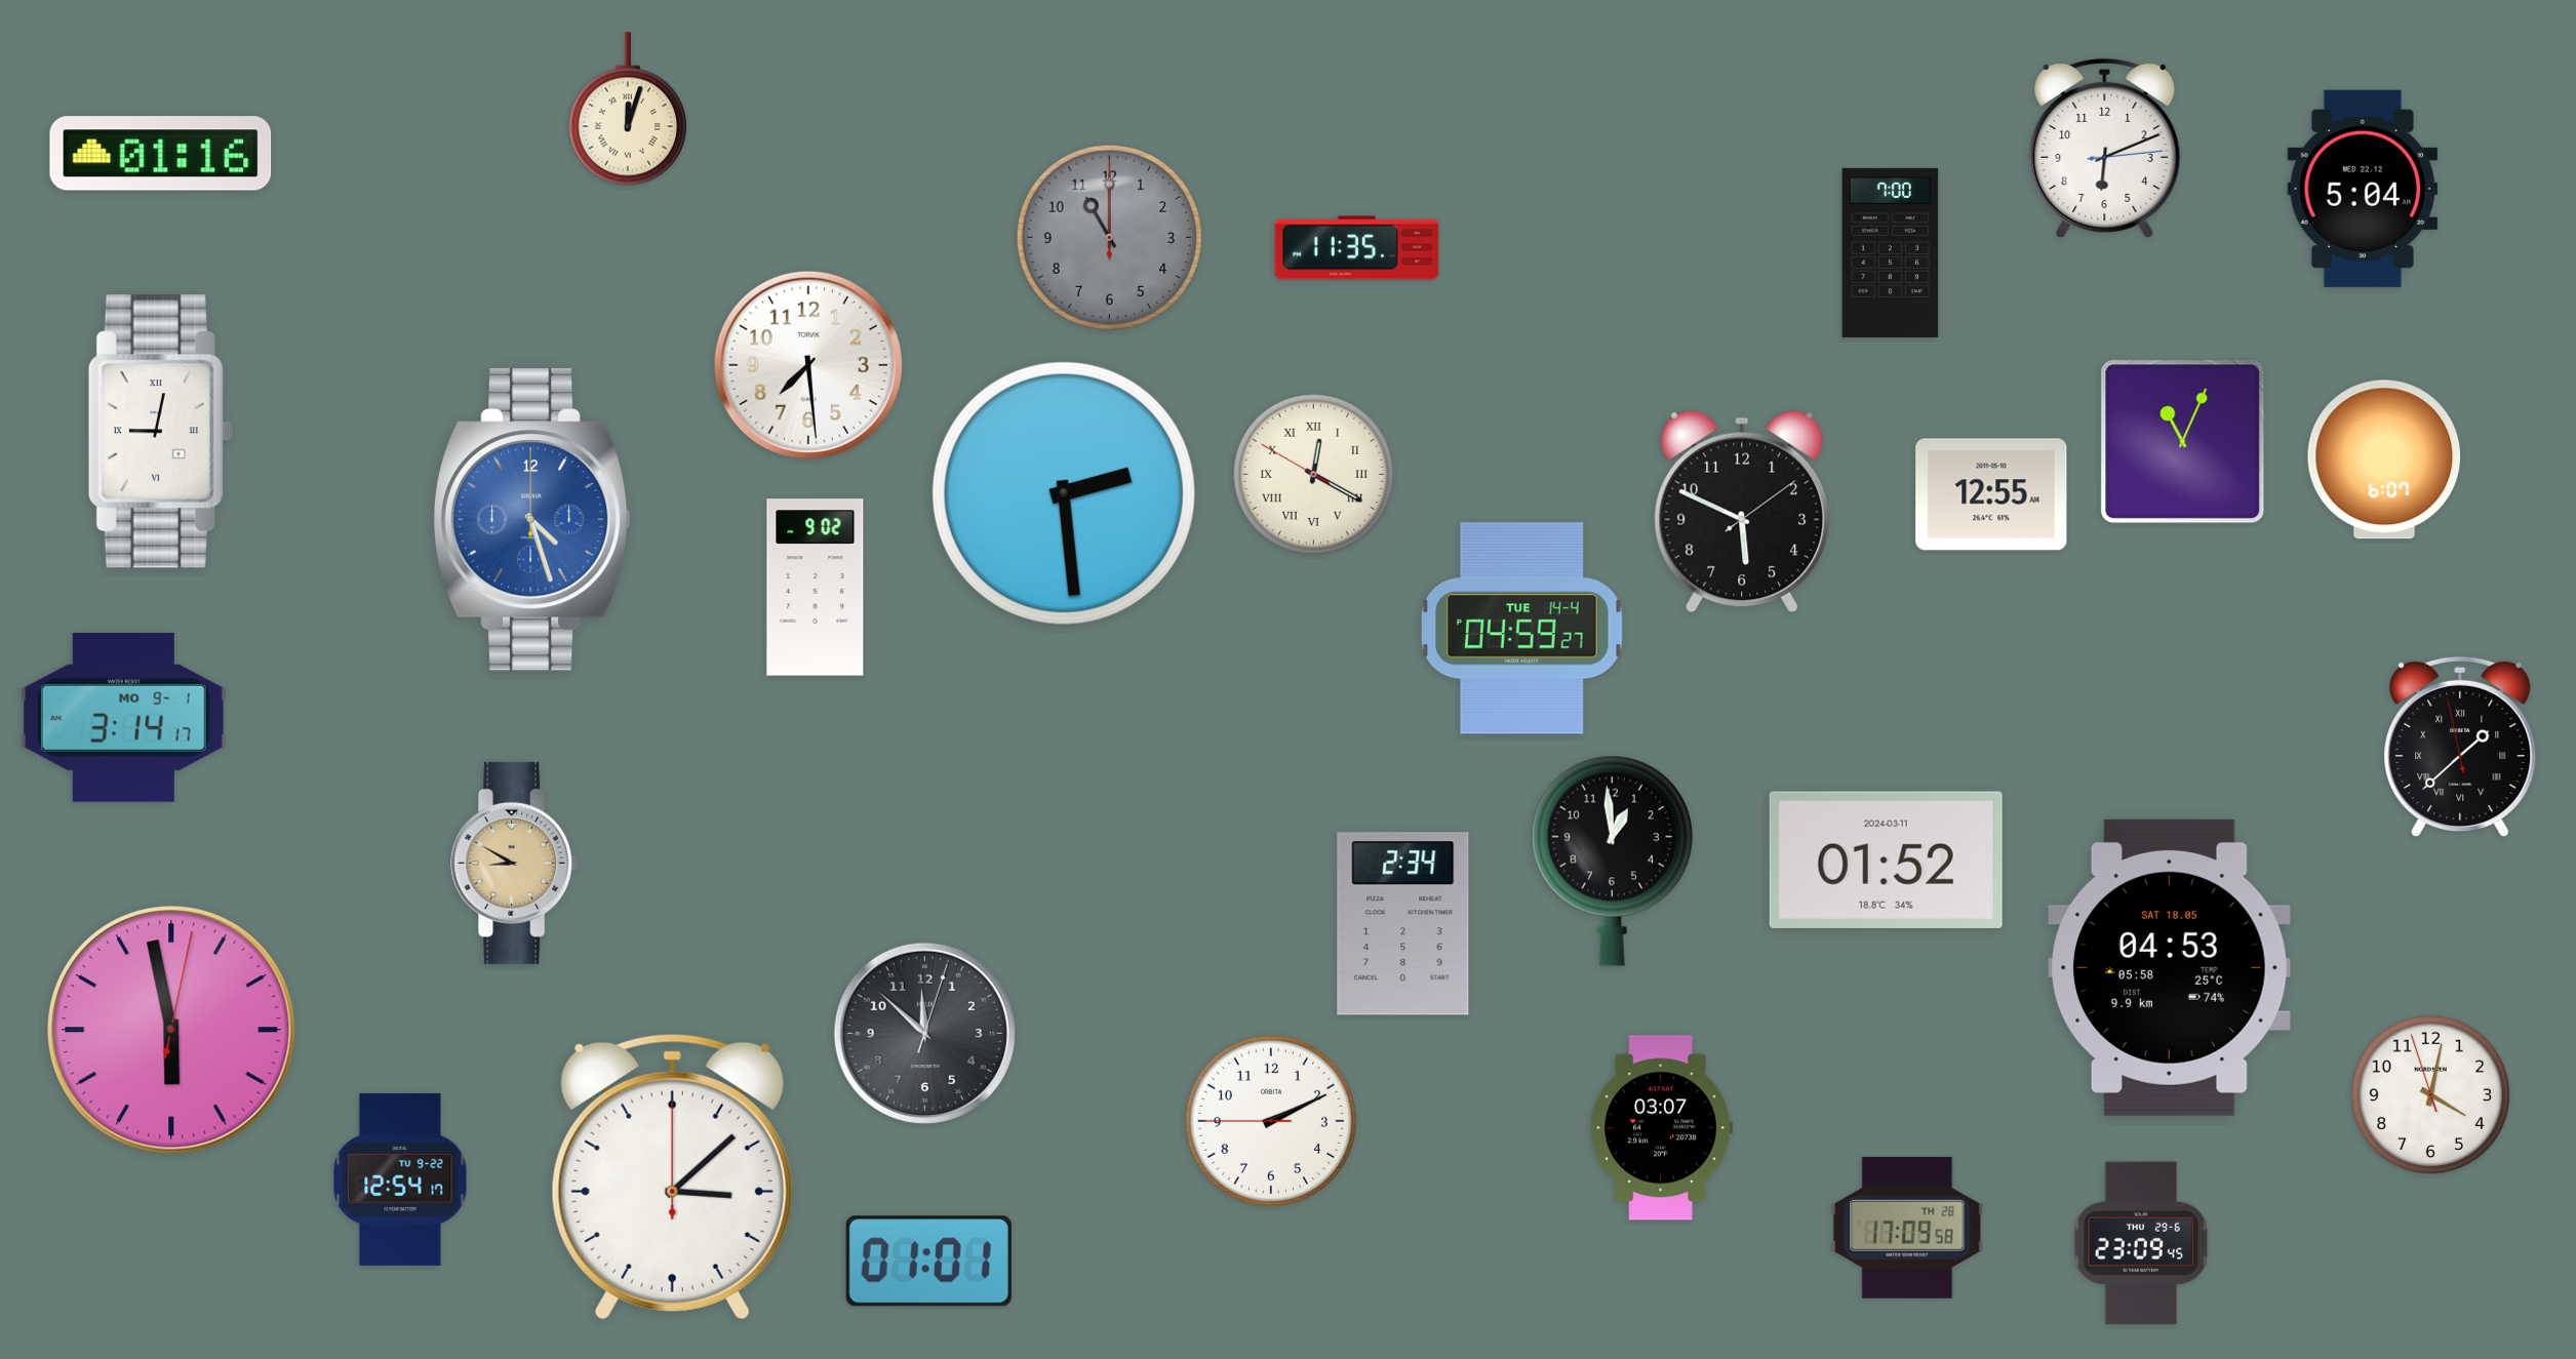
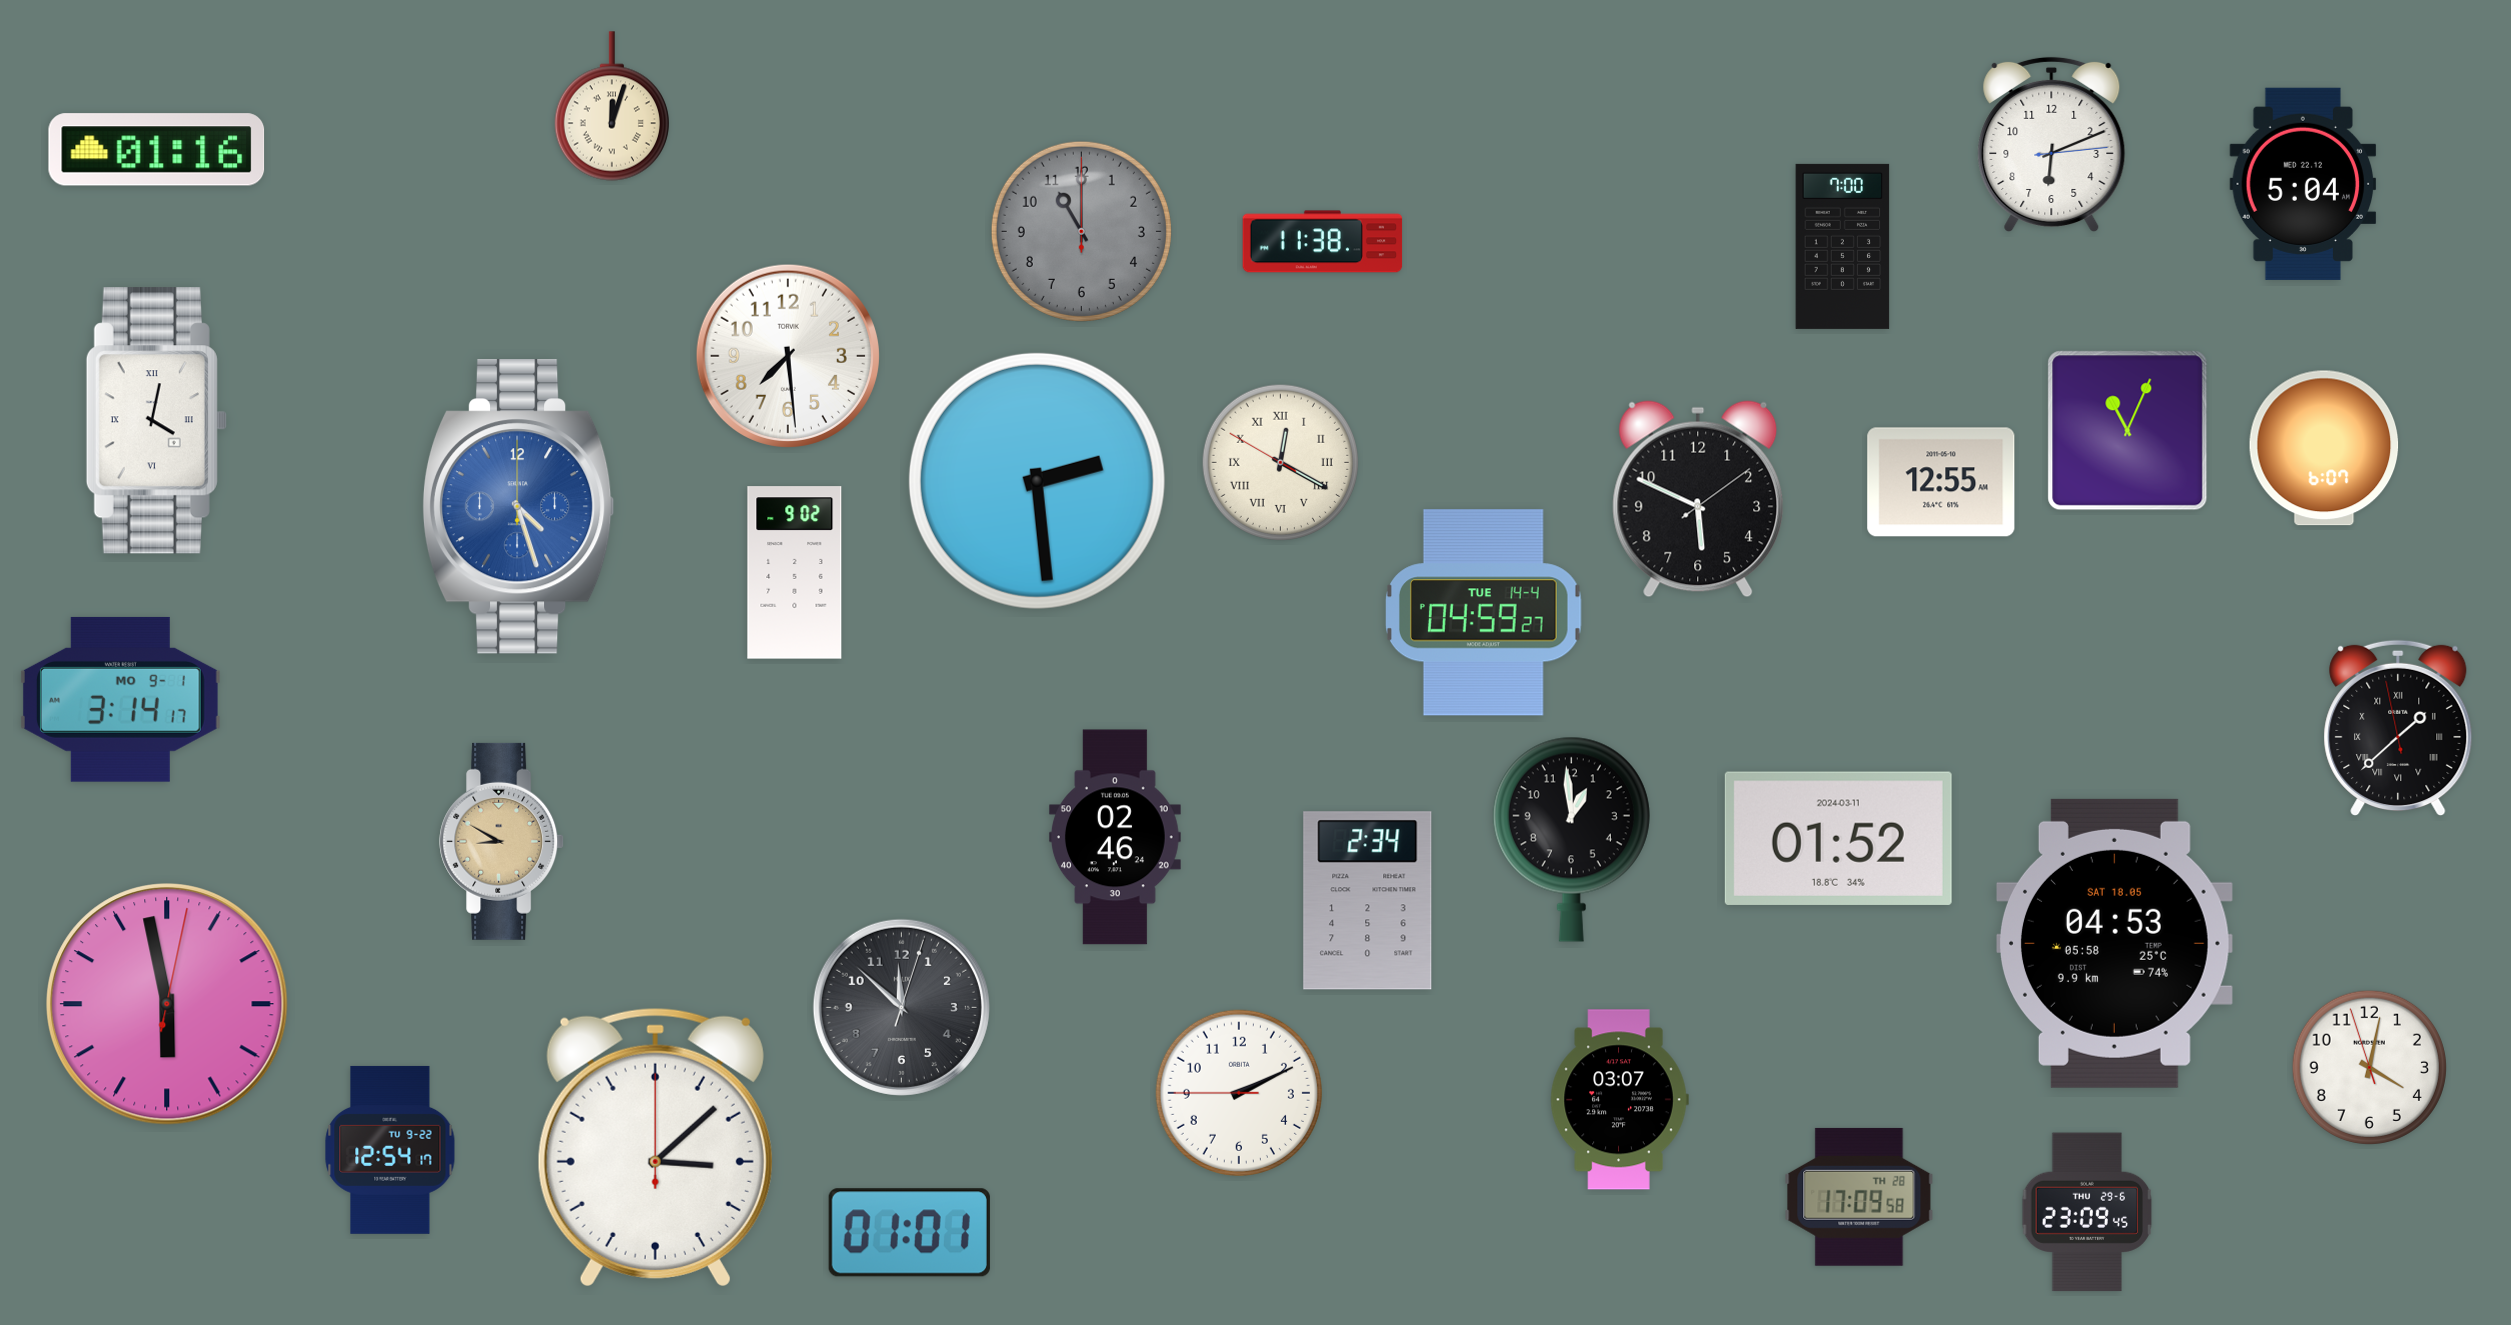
clock at (1357, 248): 11:35 -> 11:38
clock at (160, 432): 9:02 -> 4:02
clock at (1115, 837): none -> 02:46
clock at (928, 1262) position: (928, 1262) -> (909, 1233)
